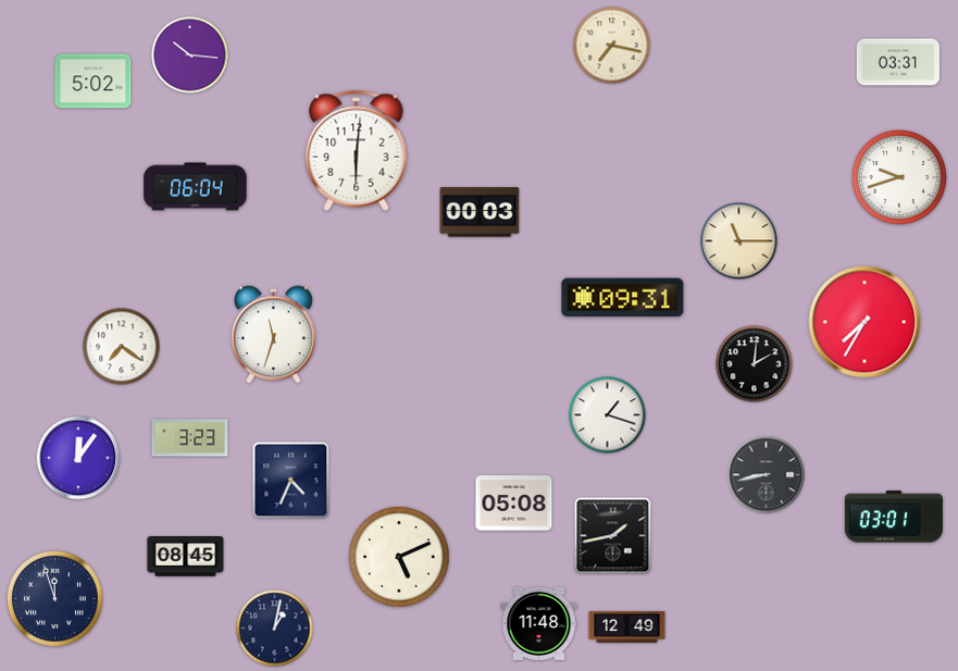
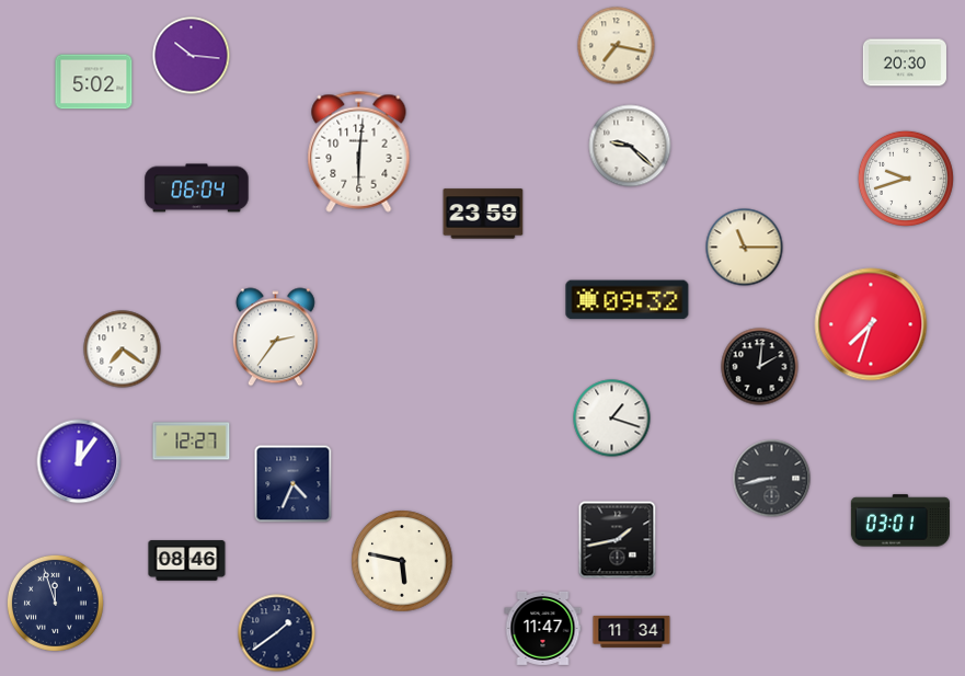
clock at (898, 62): 03:31 -> 20:30
clock at (630, 146): none -> 9:22
clock at (480, 212): 00:03 -> 23:59
clock at (739, 241) position: (739, 241) -> (745, 248)
clock at (623, 298): 09:31 -> 09:32
clock at (864, 322): 7:35 -> 7:33
clock at (273, 335): 11:33 -> 2:36
clock at (190, 438): 3:23 -> 12:27
clock at (514, 504): 05:08 -> none
clock at (186, 557): 08:45 -> 08:46
clock at (399, 557): 5:11 -> 5:47
clock at (539, 623): 11:48 -> 11:47
clock at (627, 626): 12:49 -> 11:34
clock at (275, 629): 1:02 -> 1:39
